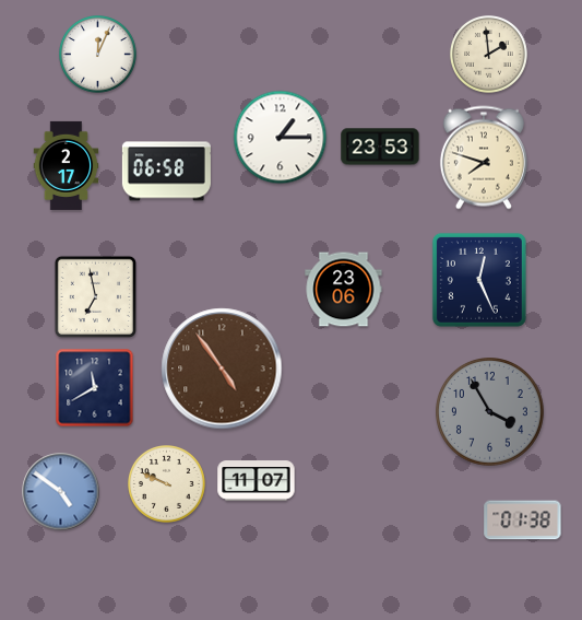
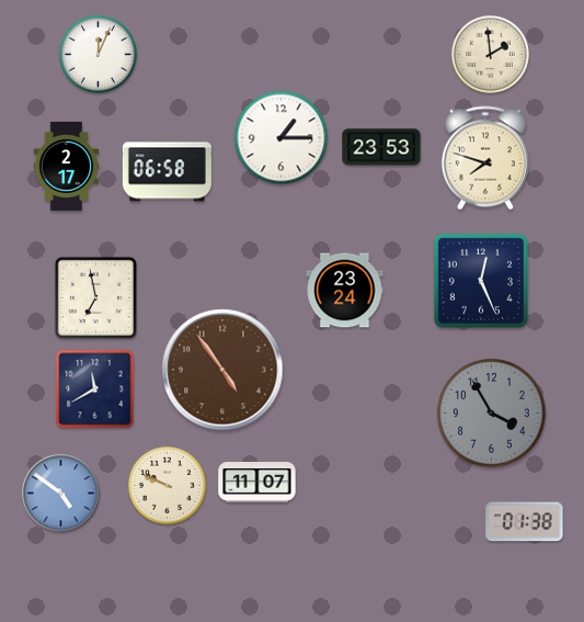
clock at (344, 290): 23:06 -> 23:24
